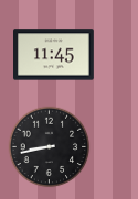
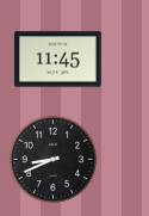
clock at (50, 147): 8:43 -> 8:41
